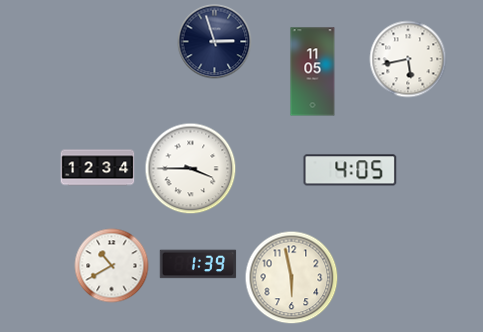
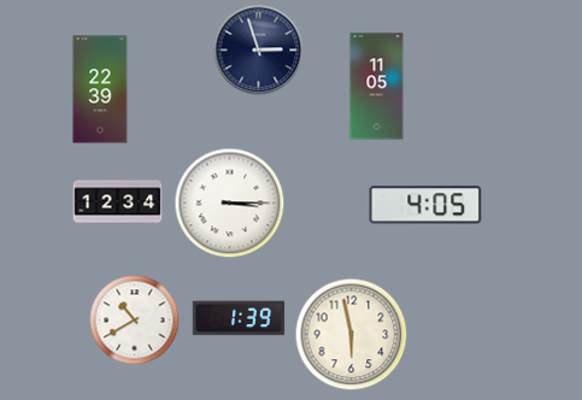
clock at (408, 59): 5:43 -> none
clock at (100, 89): none -> 22:39
clock at (191, 169): 3:45 -> 3:15
clock at (350, 170) position: (350, 170) -> (425, 205)
